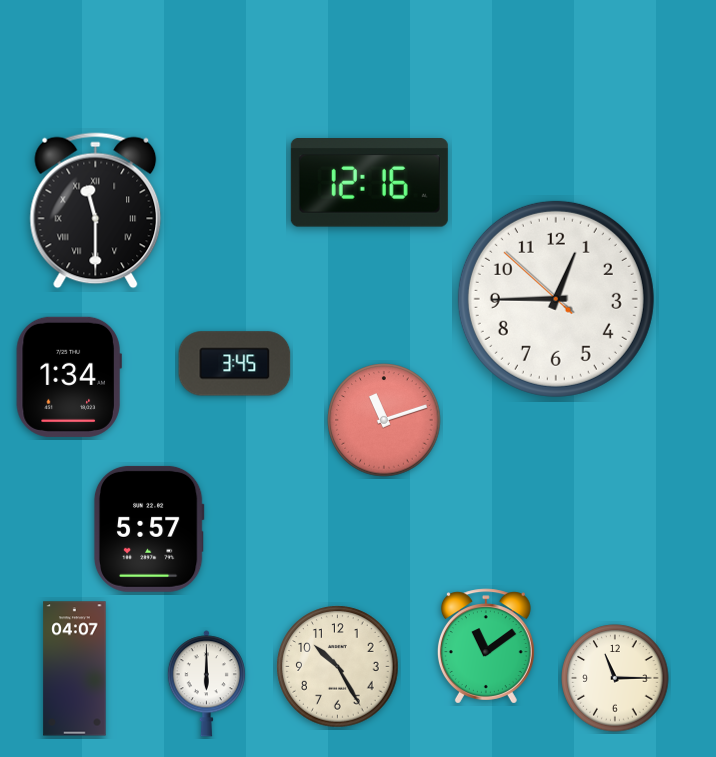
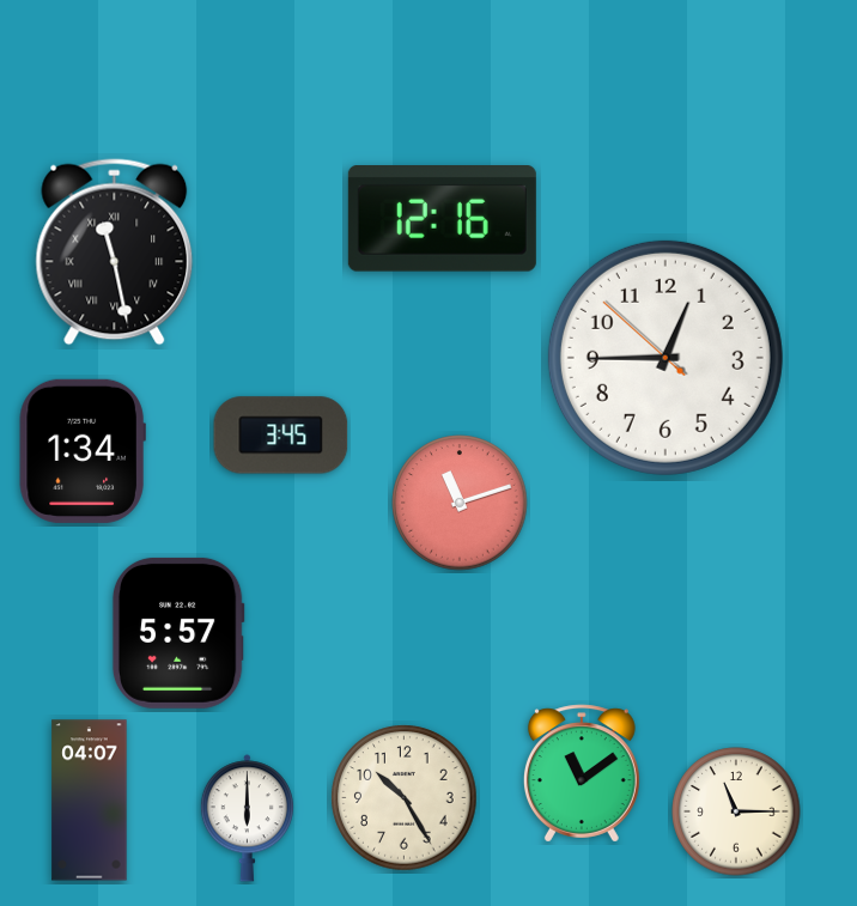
clock at (96, 211): 11:30 -> 11:28
